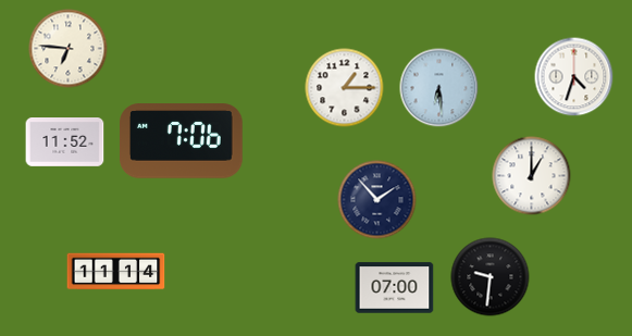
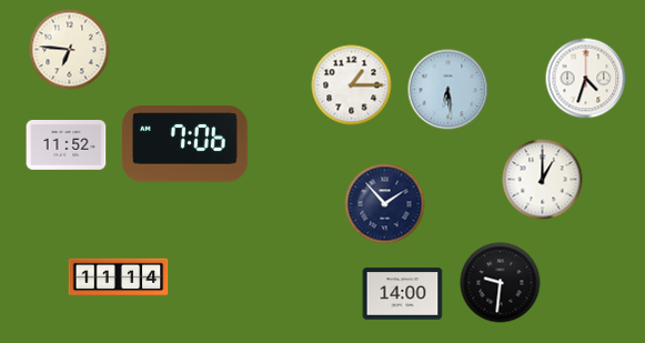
clock at (345, 88) position: (345, 88) -> (352, 85)
clock at (395, 288): 07:00 -> 14:00
